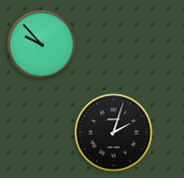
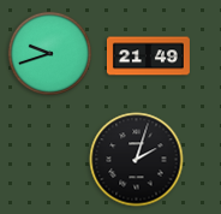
clock at (42, 45): 9:53 -> 9:42
clock at (148, 57): none -> 21:49
